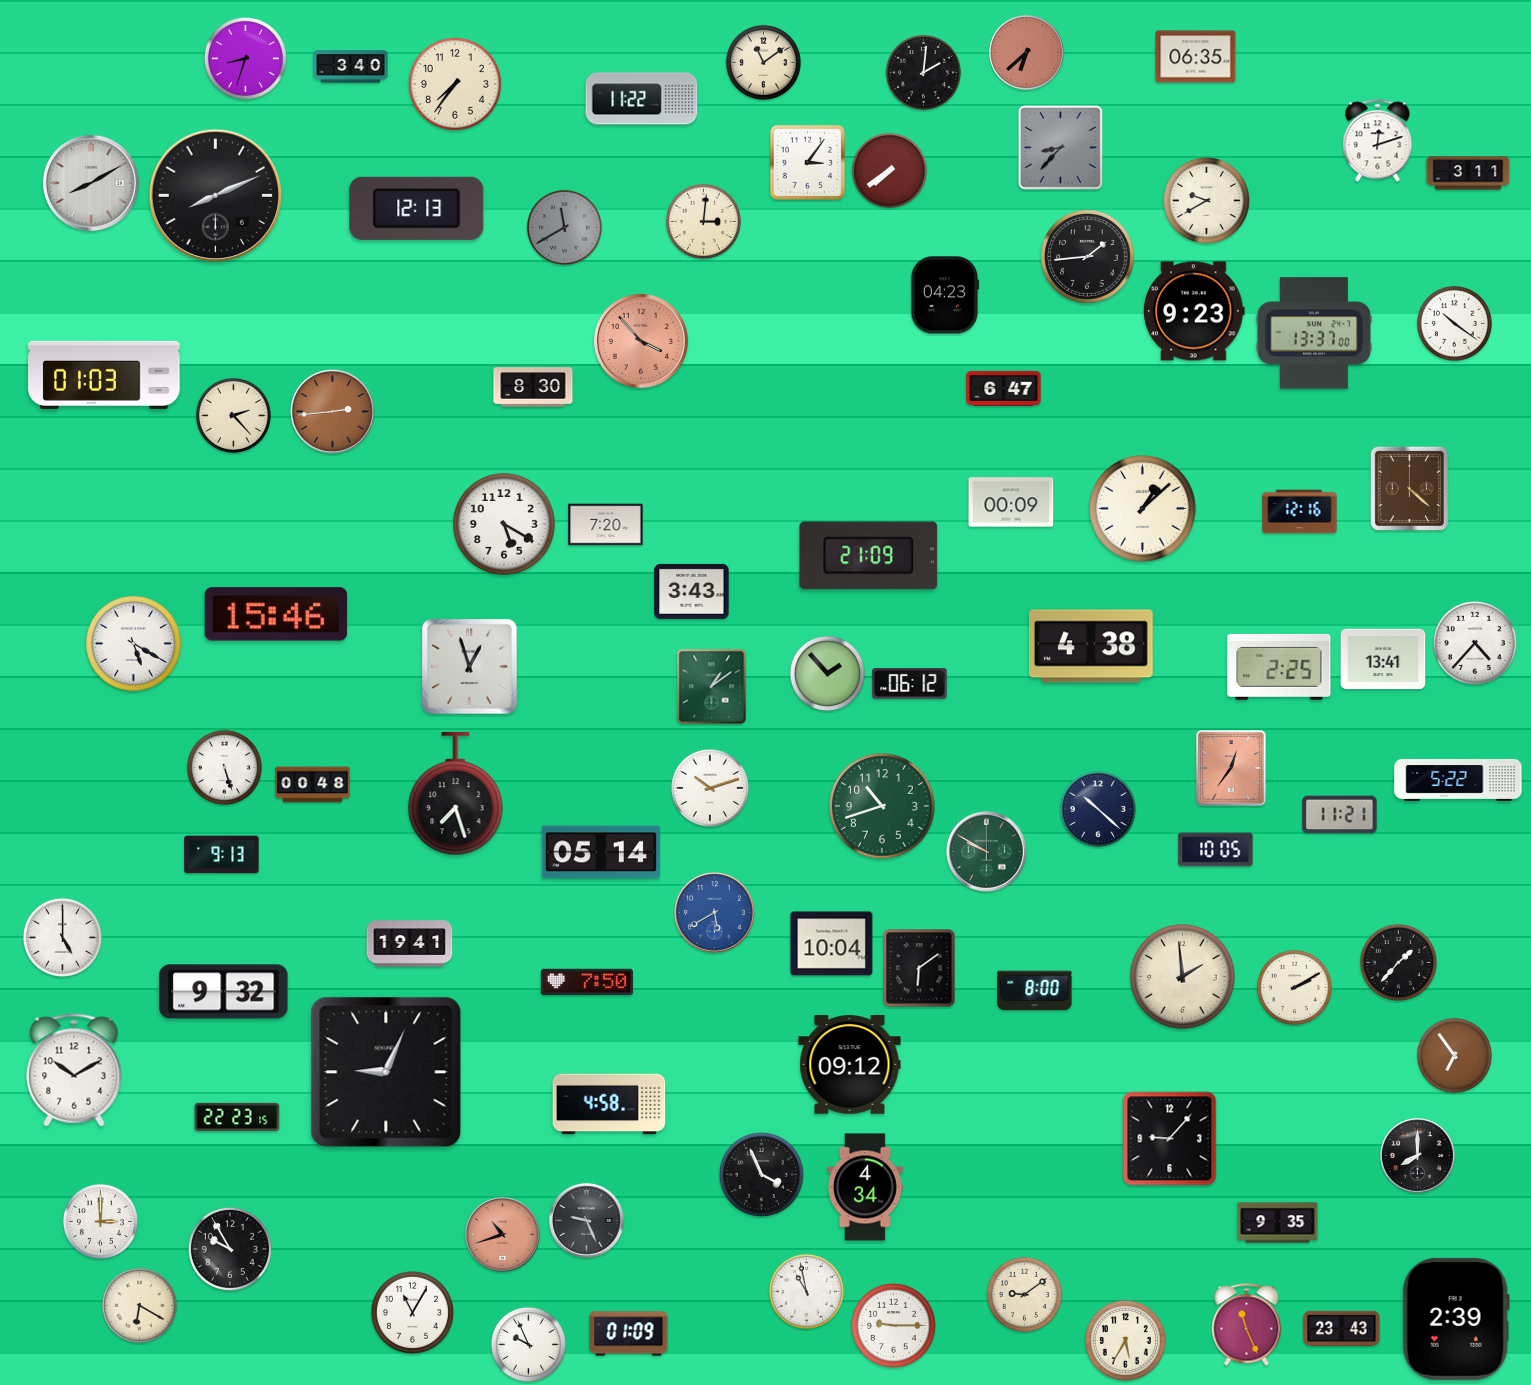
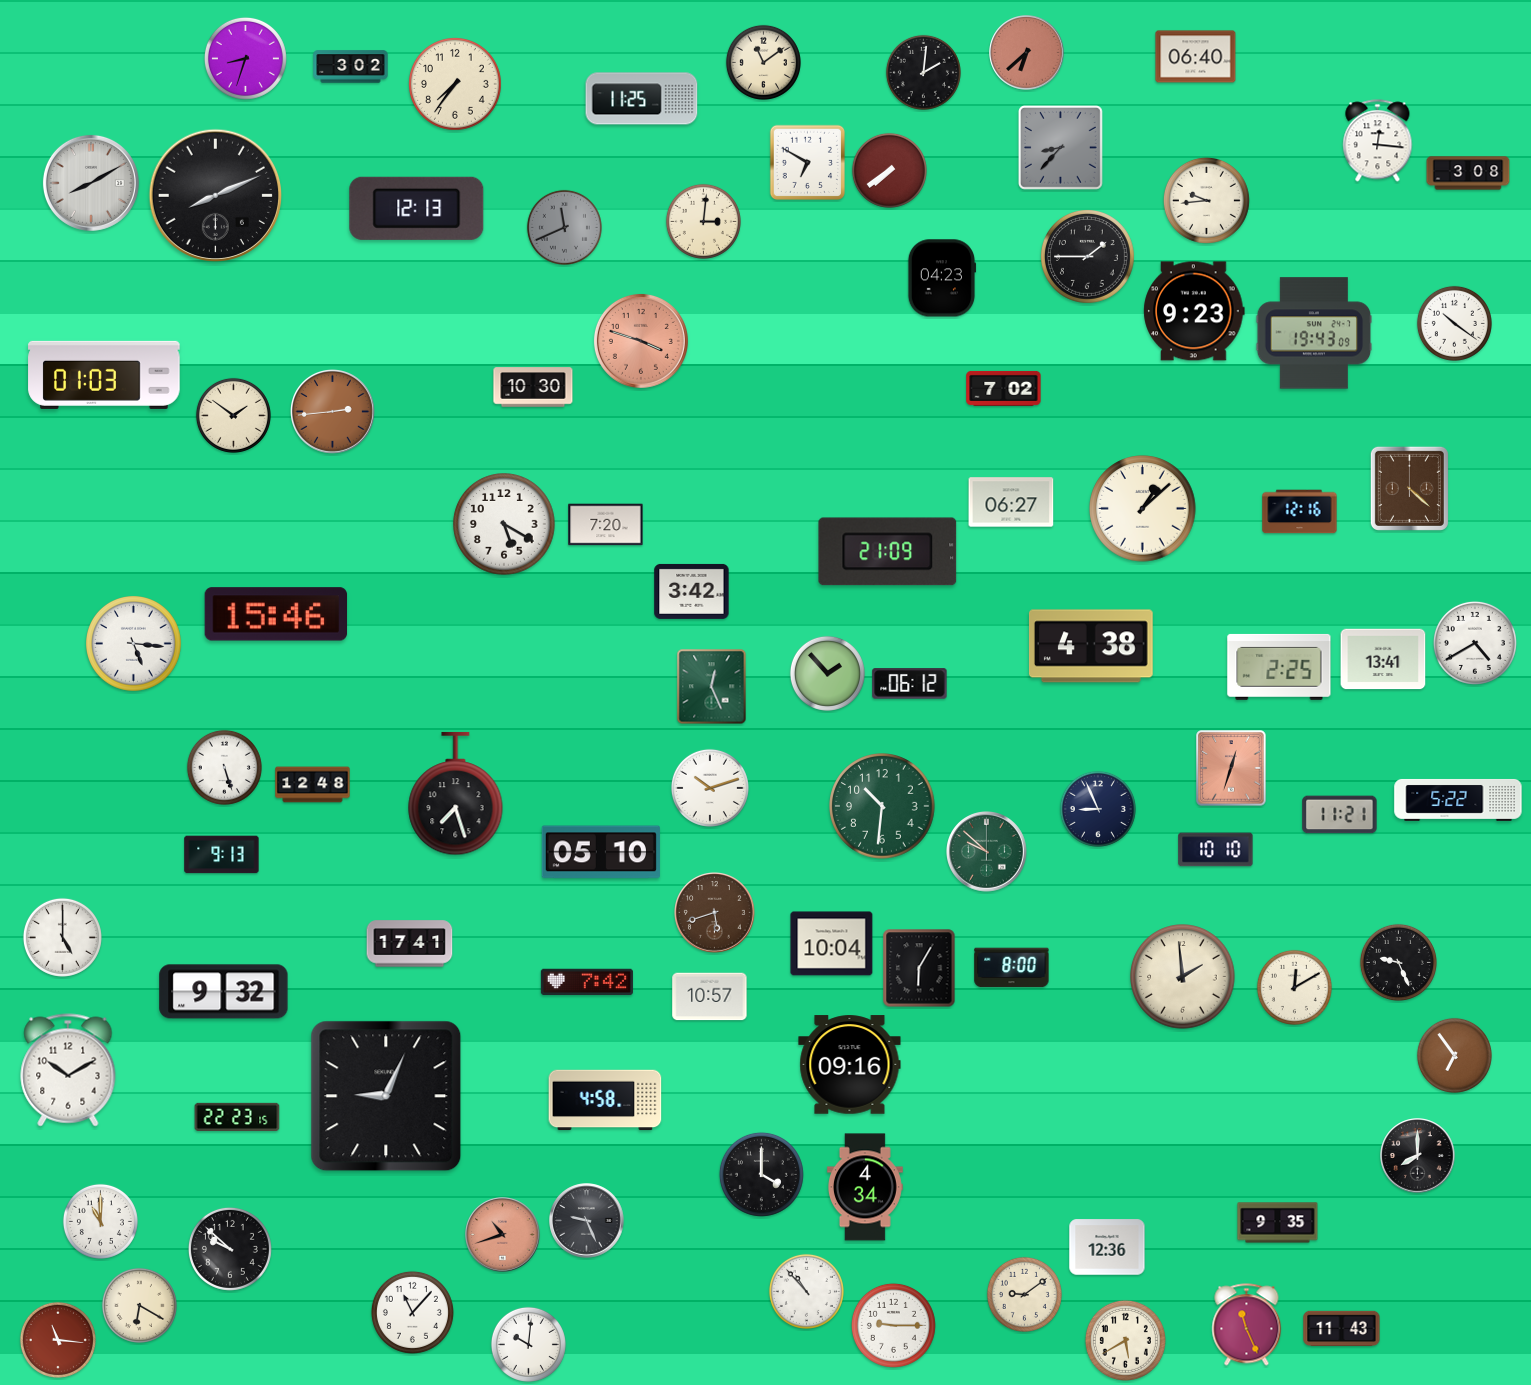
clock at (1196, 57): 06:35 -> 06:40
clock at (351, 67): 3:40 -> 3:02
clock at (642, 99): 11:22 -> 11:25
clock at (1378, 141): 12:12 -> 12:16
clock at (807, 162): 3:06 -> 6:50
clock at (1468, 173): 3:11 -> 3:08
clock at (1206, 200): 9:40 -> 9:44
clock at (564, 227): 11:40 -> 11:41
clock at (1088, 257): 1:44 -> 1:45
clock at (945, 295) position: (945, 295) -> (942, 278)
clock at (1314, 333): 13:37 -> 19:43
clock at (641, 341): 3:53 -> 3:48
clock at (533, 387): 8:30 -> 10:30
clock at (1004, 388): 6:47 -> 7:02
clock at (233, 415): 2:23 -> 1:51
clock at (1011, 502): 00:09 -> 06:27
clock at (869, 556) position: (869, 556) -> (888, 552)
clock at (692, 591): 3:43 -> 3:42
clock at (1475, 643): 4:37 -> 4:40
clock at (134, 644): 5:20 -> 5:16
clock at (470, 667): 12:57 -> none
clock at (712, 687): 1:09 -> 12:26
clock at (1231, 768): 12:36 -> 12:33
clock at (1458, 780) position: (1458, 780) -> (1458, 800)
clock at (313, 785): 00:48 -> 12:48
clock at (882, 806): 10:42 -> 10:31
clock at (1098, 809): 10:22 -> 8:56
clock at (1216, 850): 10:05 -> 10:10
clock at (601, 852): 05:14 -> 05:10
clock at (987, 852): 9:50 -> 9:52
clock at (715, 913): 5:40 -> 5:42
clock at (715, 913) dial: blue -> brown
clock at (410, 944): 19:41 -> 17:41
clock at (1398, 962): 1:37 -> 9:26
clock at (919, 968): 6:09 -> 6:05
clock at (587, 982): 7:50 -> 7:42
clock at (1294, 987): 2:10 -> 12:10
clock at (1035, 991) position: (1035, 991) -> (1012, 968)
clock at (710, 997): none -> 10:57
clock at (850, 1065): 09:12 -> 09:16
clock at (74, 1070) position: (74, 1070) -> (68, 1070)
clock at (386, 1072) position: (386, 1072) -> (386, 1096)
clock at (609, 1104) position: (609, 1104) -> (605, 1100)
clock at (1170, 1139): 9:07 -> none
clock at (761, 1174): 3:56 -> 4:00
clock at (100, 1221): 3:00 -> 11:00
clock at (1107, 1247): none -> 12:36
clock at (230, 1249): 9:55 -> 9:52
clock at (806, 1291): 10:58 -> 10:53
clock at (412, 1312): 11:05 -> 11:07
clock at (1456, 1319): 2:39 -> none
clock at (1342, 1329): 23:43 -> 11:43
clock at (629, 1334): 01:09 -> none
clock at (58, 1340): none -> 11:16
clock at (1125, 1340): 5:35 -> 5:40
clock at (528, 1344): 9:56 -> 10:01
